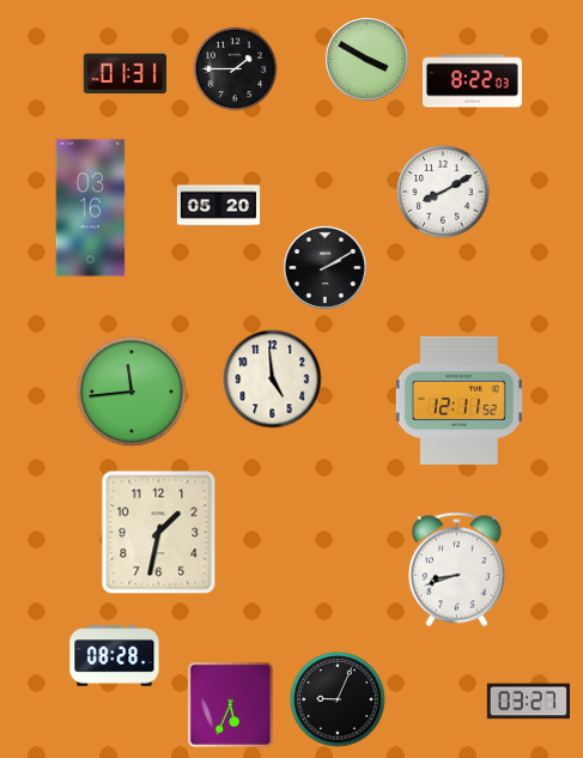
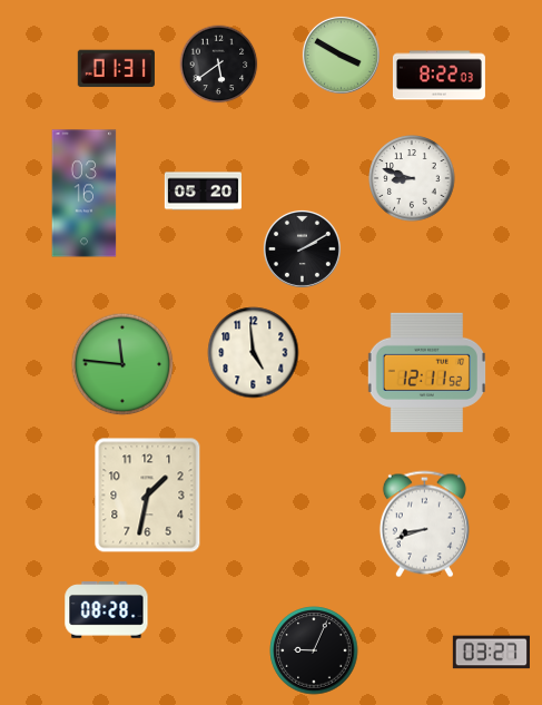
clock at (236, 69): 1:45 -> 5:39
clock at (443, 192): 8:10 -> 8:48
clock at (132, 392): 11:44 -> 11:46
clock at (456, 570) position: (456, 570) -> (424, 525)
clock at (230, 704): 5:34 -> none
